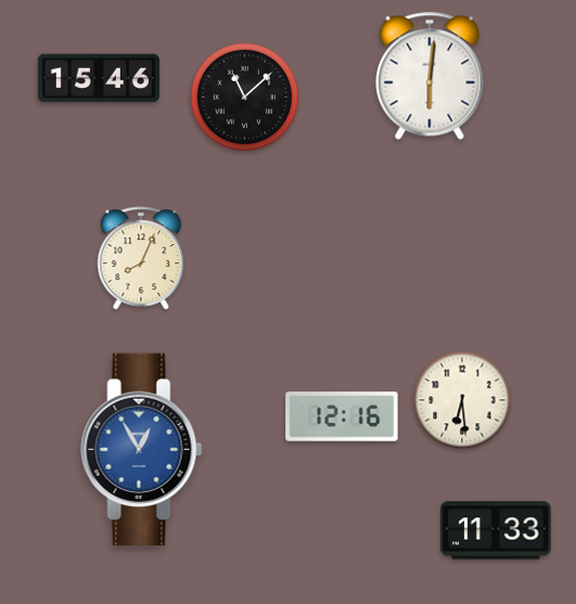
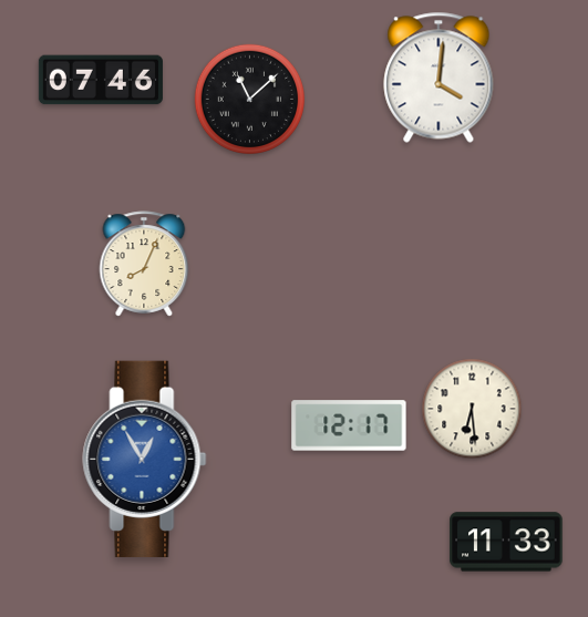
clock at (430, 76): 6:01 -> 4:01
clock at (99, 78): 15:46 -> 07:46
clock at (342, 416): 12:16 -> 12:17
